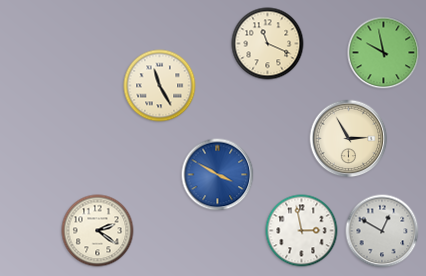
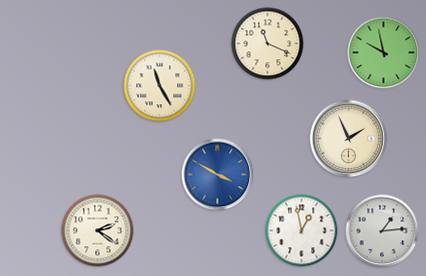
clock at (349, 139): 2:55 -> 1:56
clock at (302, 231): 2:58 -> 12:58
clock at (382, 231): 12:50 -> 1:14
